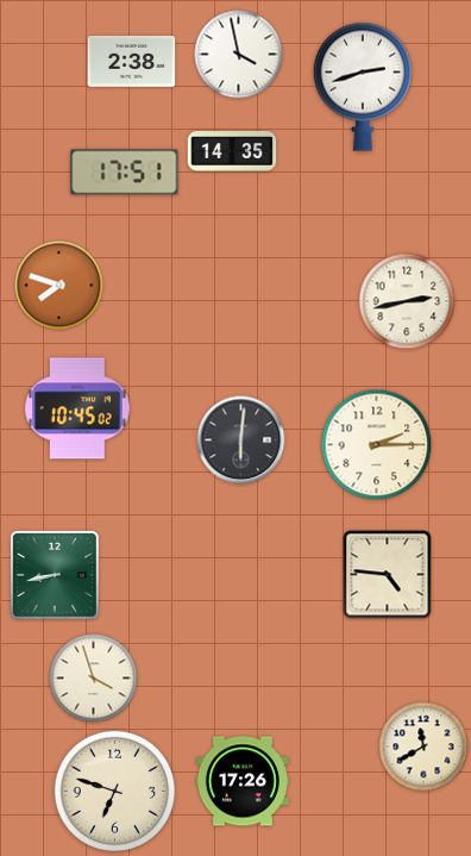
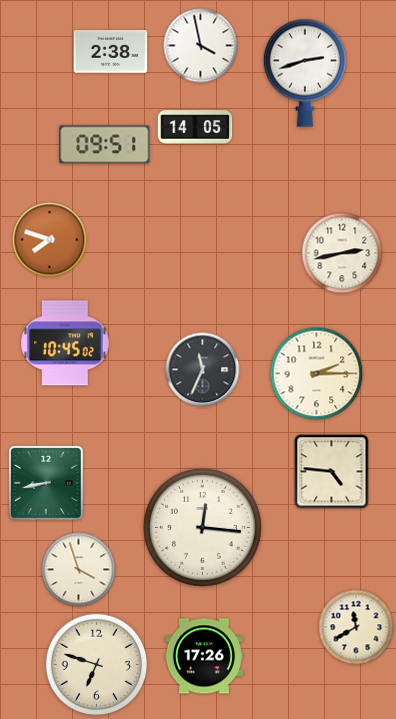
clock at (232, 151): 14:35 -> 14:05
clock at (125, 173): 17:51 -> 09:51
clock at (241, 441): 6:01 -> 11:34
clock at (388, 575) position: (388, 575) -> (332, 472)
clock at (202, 527): none -> 12:16
